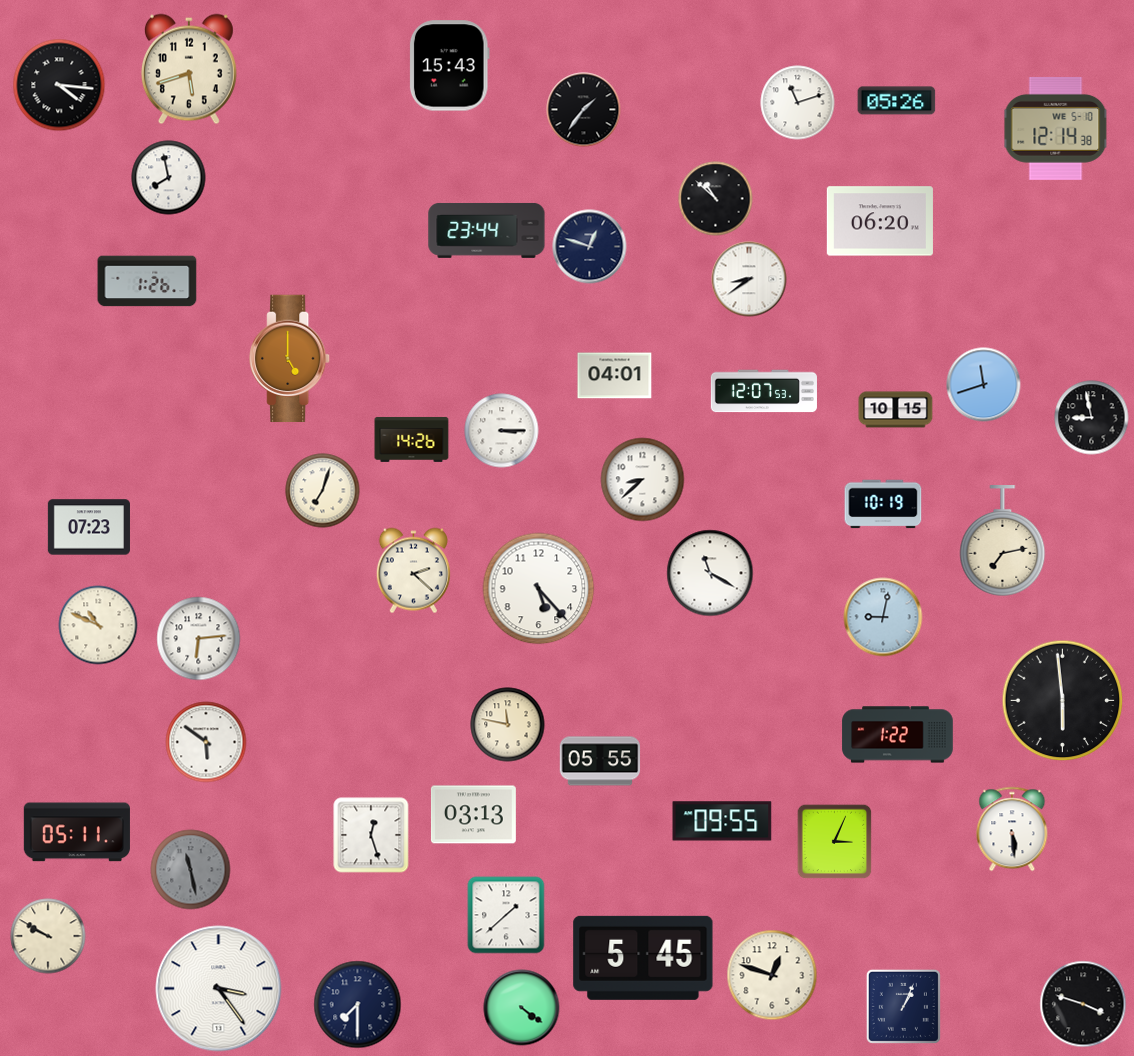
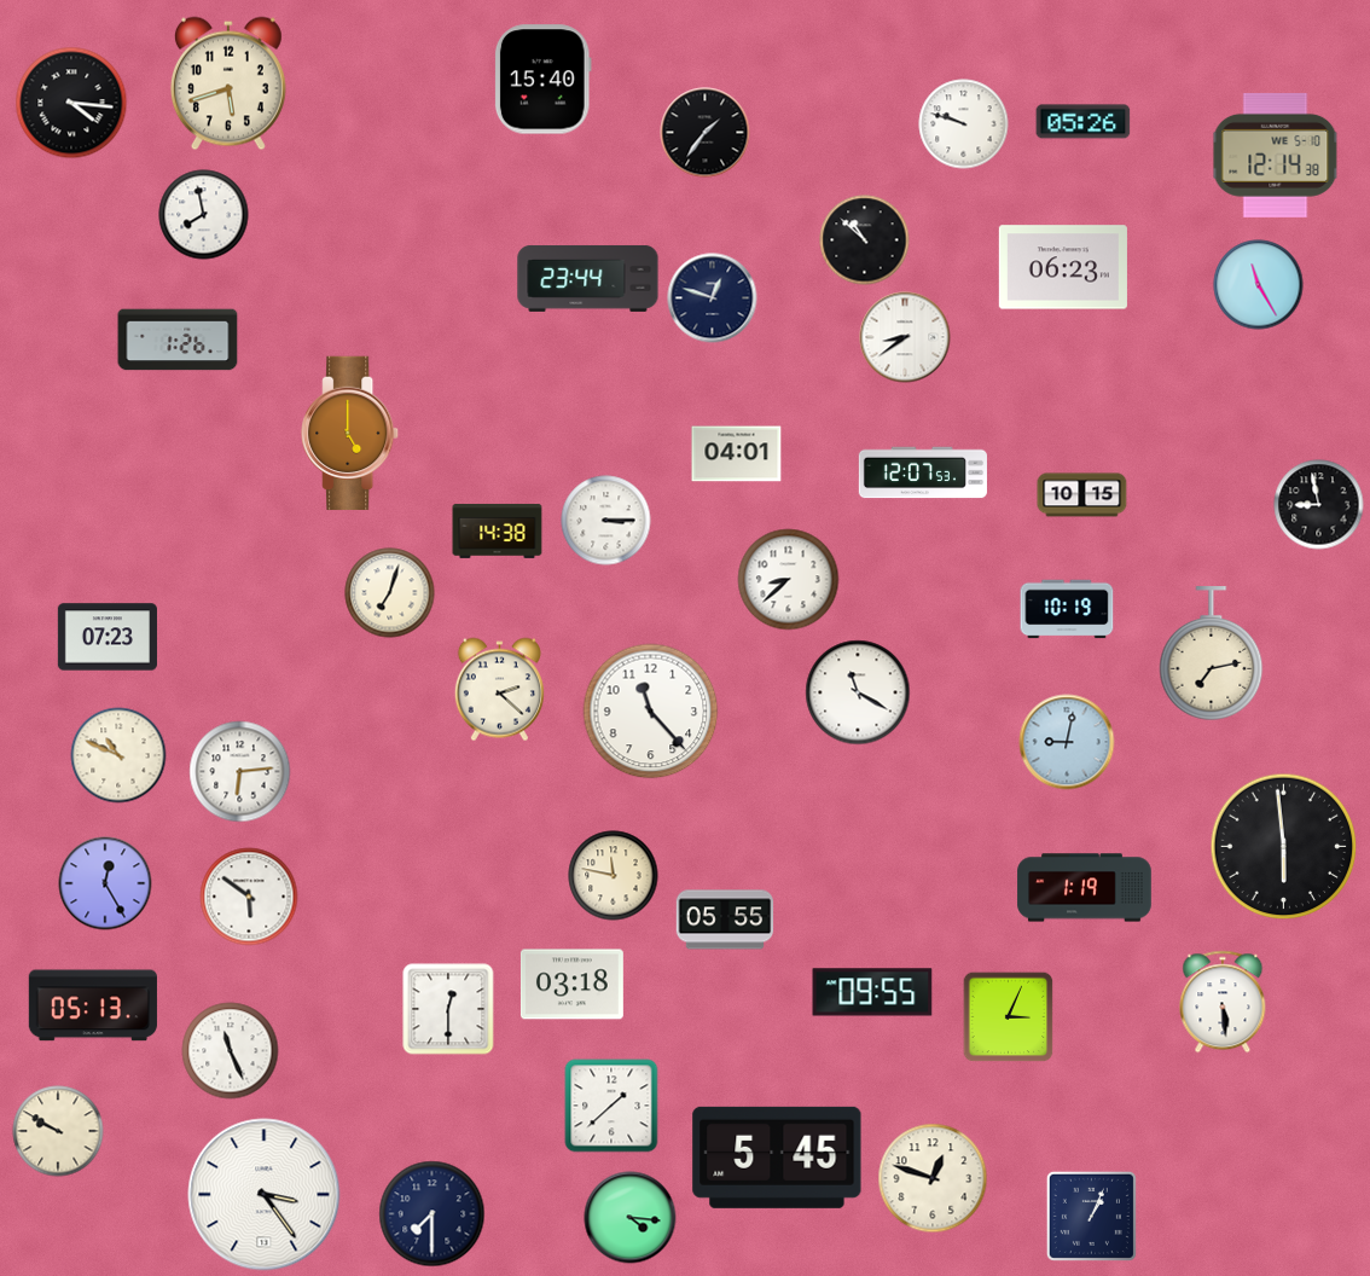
clock at (449, 66): 15:43 -> 15:40
clock at (798, 103): 11:12 -> 9:48
clock at (880, 221): 06:20 -> 06:23
clock at (1259, 285): none -> 11:25
clock at (615, 376) position: (615, 376) -> (737, 454)
clock at (984, 385): 11:42 -> none
clock at (412, 439): 14:26 -> 14:38
clock at (643, 480) position: (643, 480) -> (789, 580)
clock at (539, 589): 5:23 -> 11:23
clock at (883, 617) position: (883, 617) -> (1067, 742)
clock at (105, 883): none -> 12:25
clock at (898, 735): 1:22 -> 1:19
clock at (473, 815): 03:13 -> 03:18
clock at (77, 832): 05:11 -> 05:13
clock at (371, 835): 12:27 -> 12:30
clock at (191, 870): 11:28 -> 11:26
clock at (191, 870) dial: grey -> white
clock at (1083, 1004): 3:48 -> none
clock at (522, 1008): 4:21 -> 4:16
